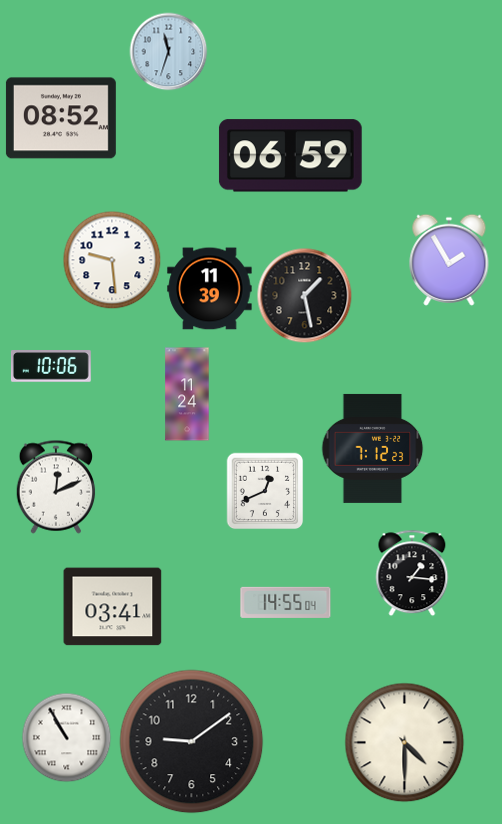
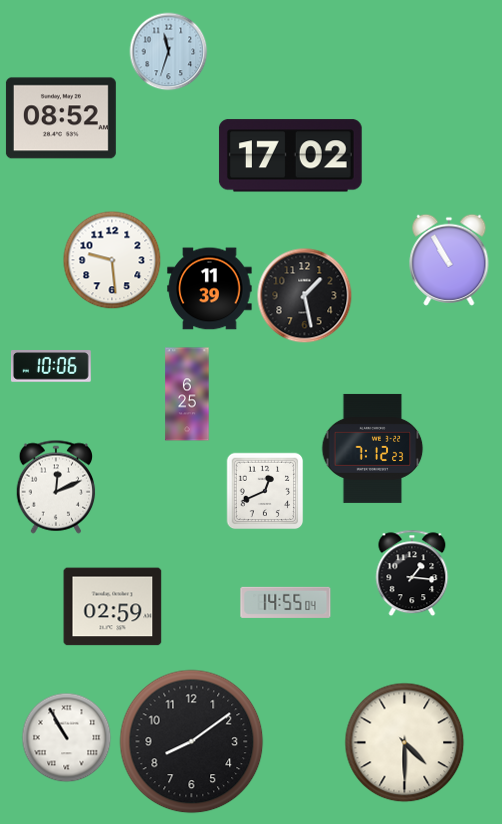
clock at (290, 156): 06:59 -> 17:02
clock at (449, 260): 1:55 -> 10:55
clock at (187, 394): 11:24 -> 6:25
clock at (113, 607): 03:41 -> 02:59
clock at (192, 742): 9:09 -> 8:09
